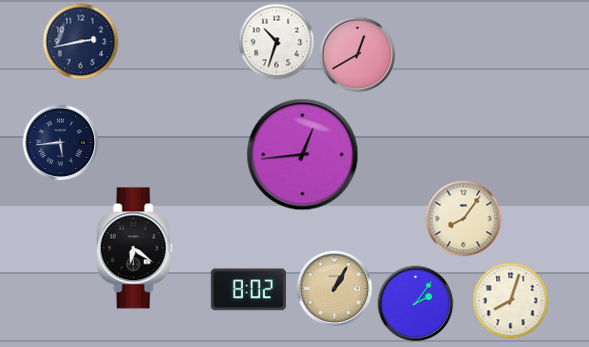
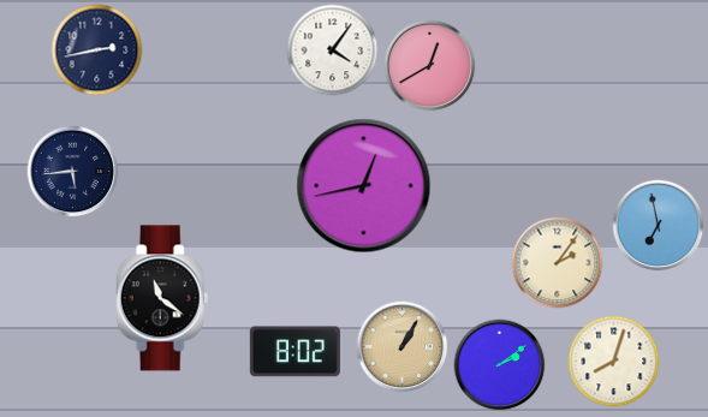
clock at (277, 42): 10:33 -> 4:06
clock at (303, 155): 12:44 -> 12:43
clock at (659, 226): none -> 6:58
clock at (464, 219): 8:06 -> 2:06
clock at (135, 248): 6:21 -> 11:21
clock at (248, 290) position: (248, 290) -> (294, 352)
clock at (416, 304): 2:06 -> 2:09
